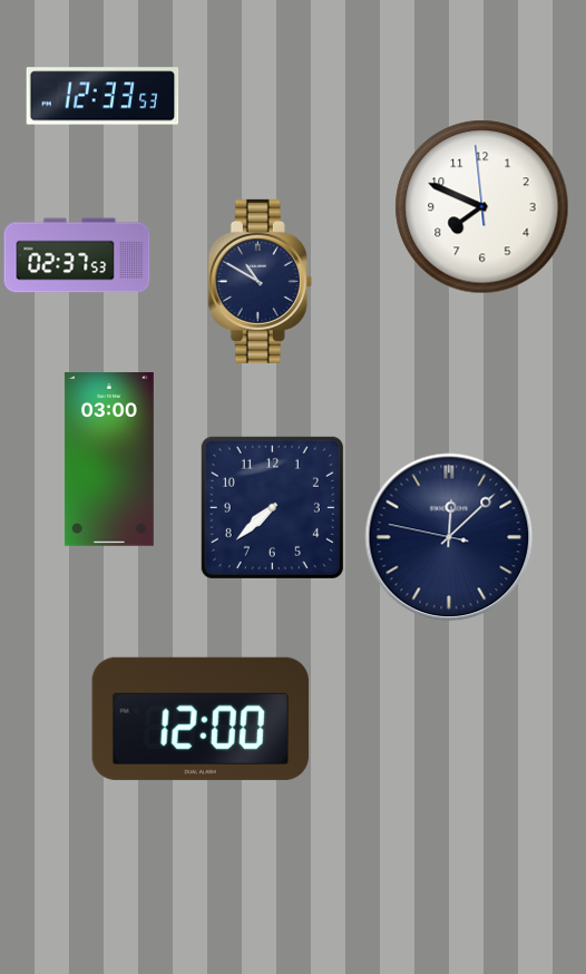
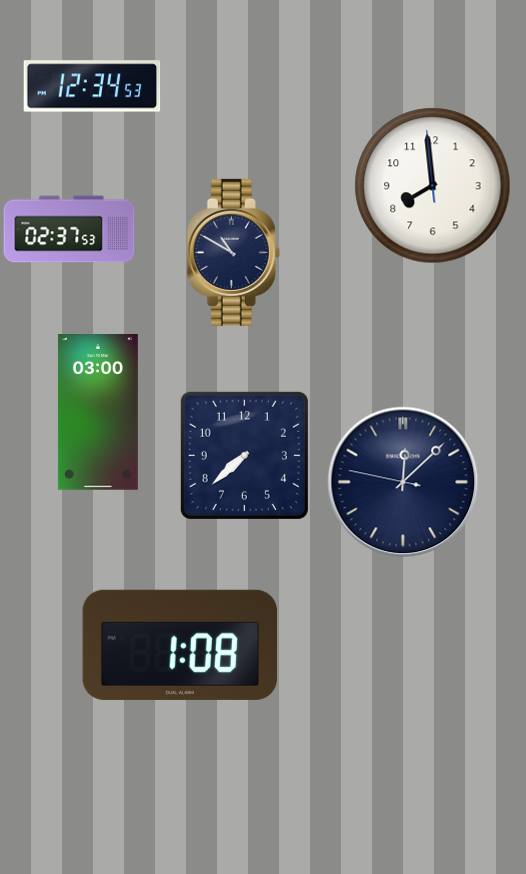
clock at (102, 96): 12:33 -> 12:34
clock at (482, 207): 7:48 -> 7:58
clock at (199, 719): 12:00 -> 1:08
